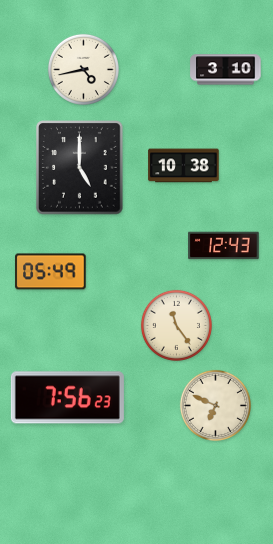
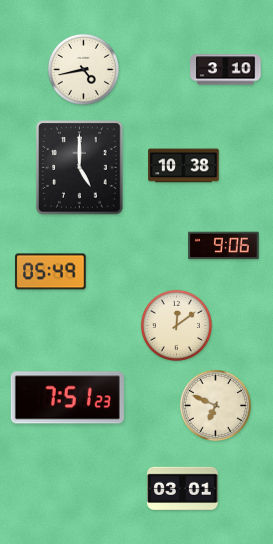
clock at (224, 246): 12:43 -> 9:06
clock at (176, 325): 11:24 -> 12:09
clock at (67, 398): 7:56 -> 7:51
clock at (183, 488): none -> 03:01
